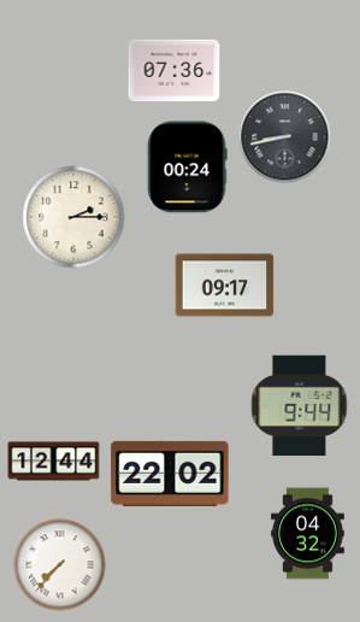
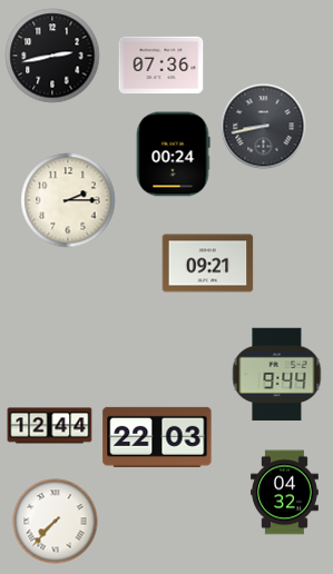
clock at (52, 56): none -> 2:43
clock at (225, 286): 09:17 -> 09:21
clock at (170, 474): 22:02 -> 22:03
